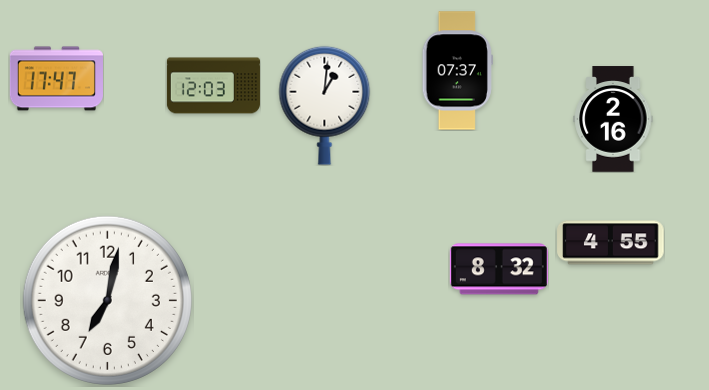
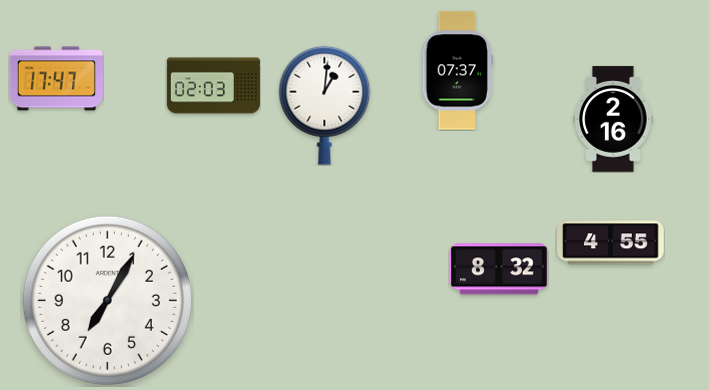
clock at (213, 86): 12:03 -> 02:03
clock at (107, 300): 7:02 -> 7:05
